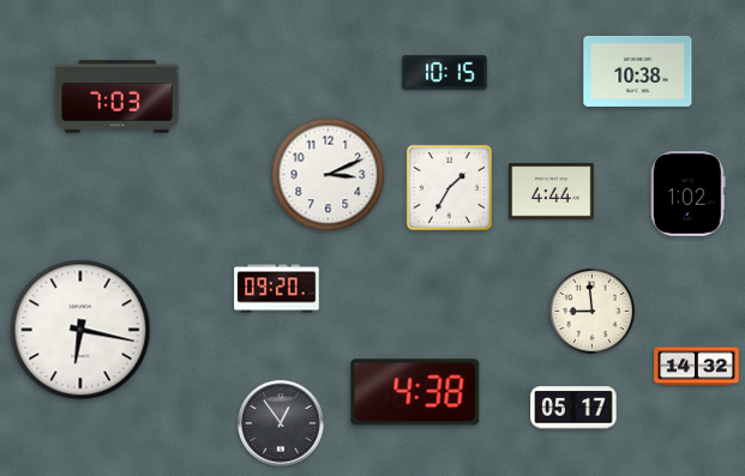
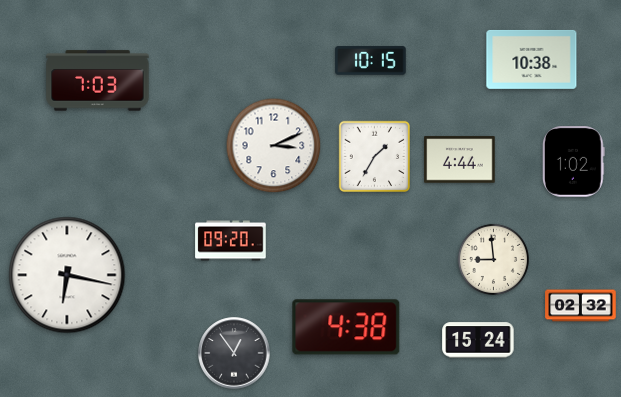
clock at (697, 367): 14:32 -> 02:32
clock at (573, 408): 05:17 -> 15:24
